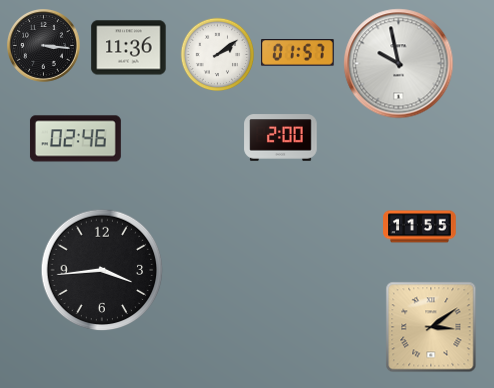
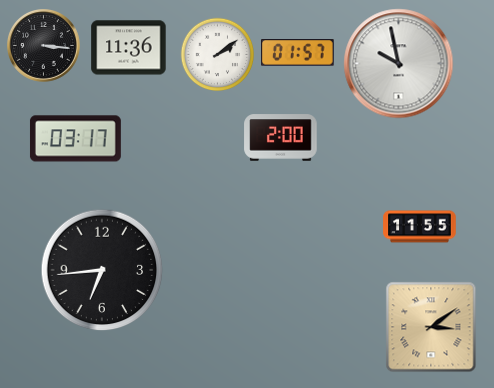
clock at (75, 139): 02:46 -> 03:17
clock at (102, 270): 3:44 -> 6:44
